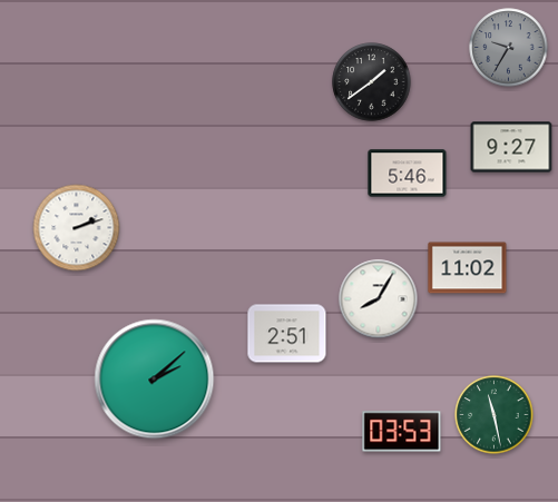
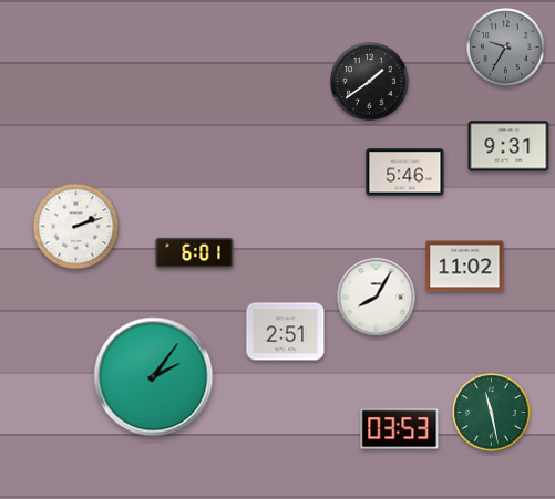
clock at (511, 147): 9:27 -> 9:31
clock at (195, 252): none -> 6:01
clock at (155, 380): 2:08 -> 2:06
